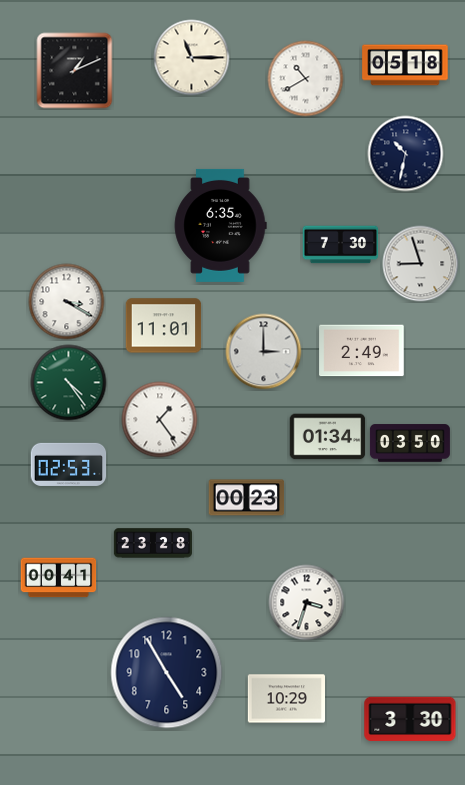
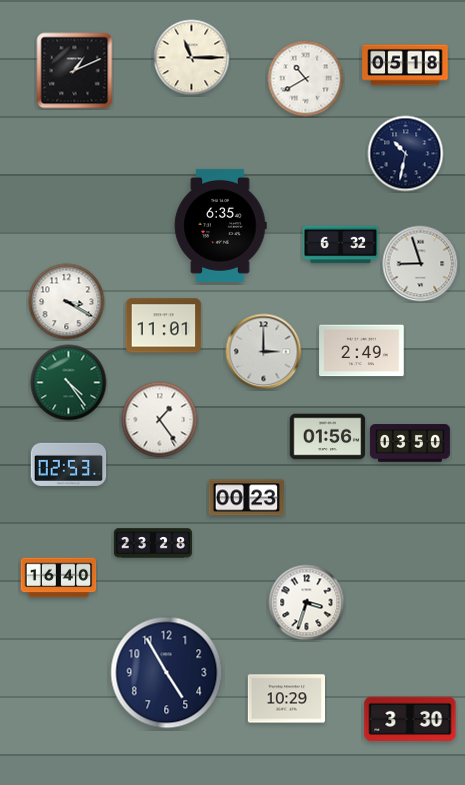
clock at (341, 245): 7:30 -> 6:32
clock at (328, 437): 01:34 -> 01:56
clock at (59, 578): 00:41 -> 16:40
